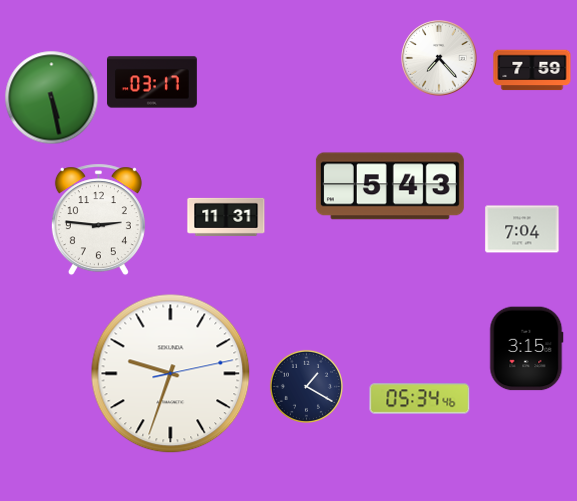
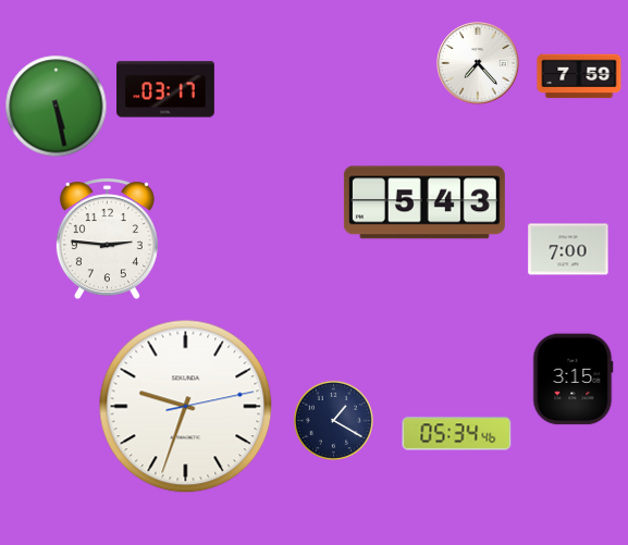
clock at (226, 217): 11:31 -> none
clock at (522, 229): 7:04 -> 7:00
